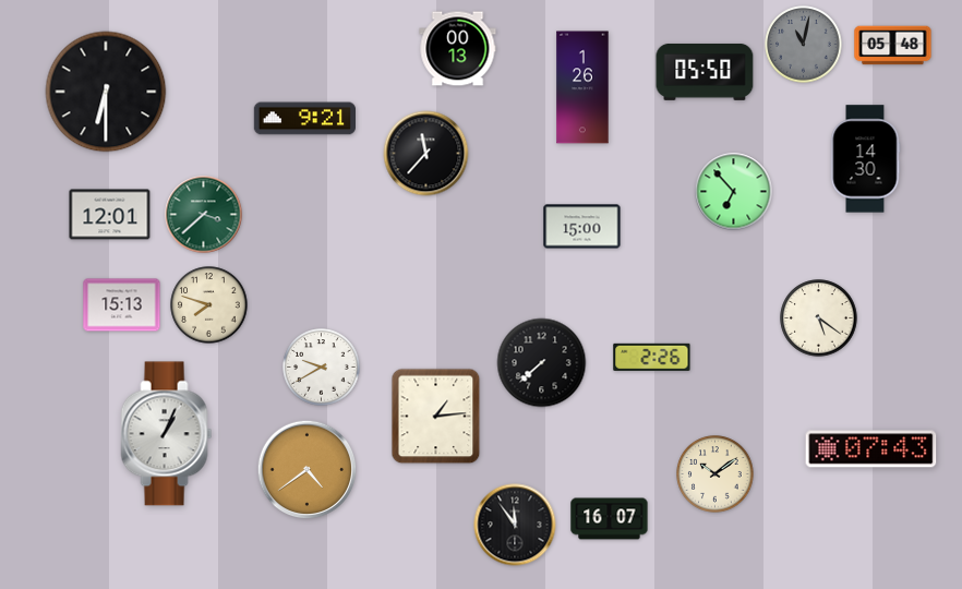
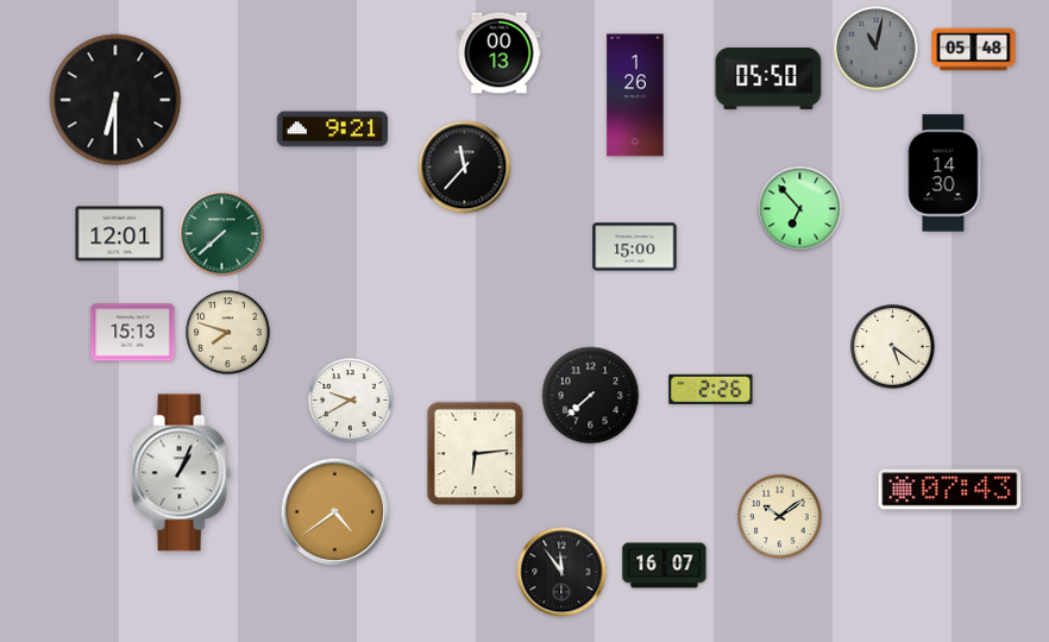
clock at (204, 215): 3:38 -> 7:38
clock at (436, 417): 1:14 -> 6:14
